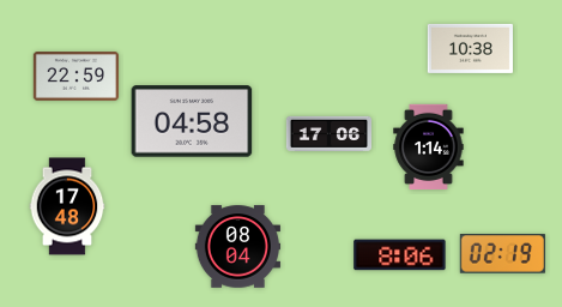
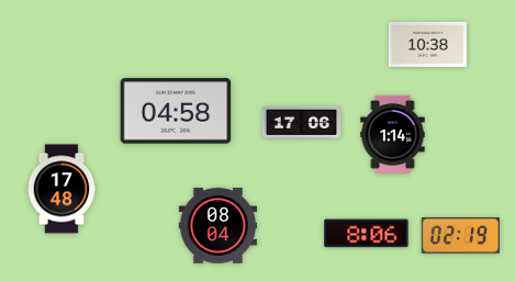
clock at (470, 48) position: (470, 48) -> (427, 44)
clock at (75, 77): 22:59 -> none
clock at (502, 254) position: (502, 254) -> (460, 236)
